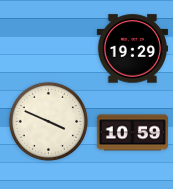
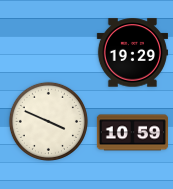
clock at (132, 49) position: (132, 49) -> (132, 53)
